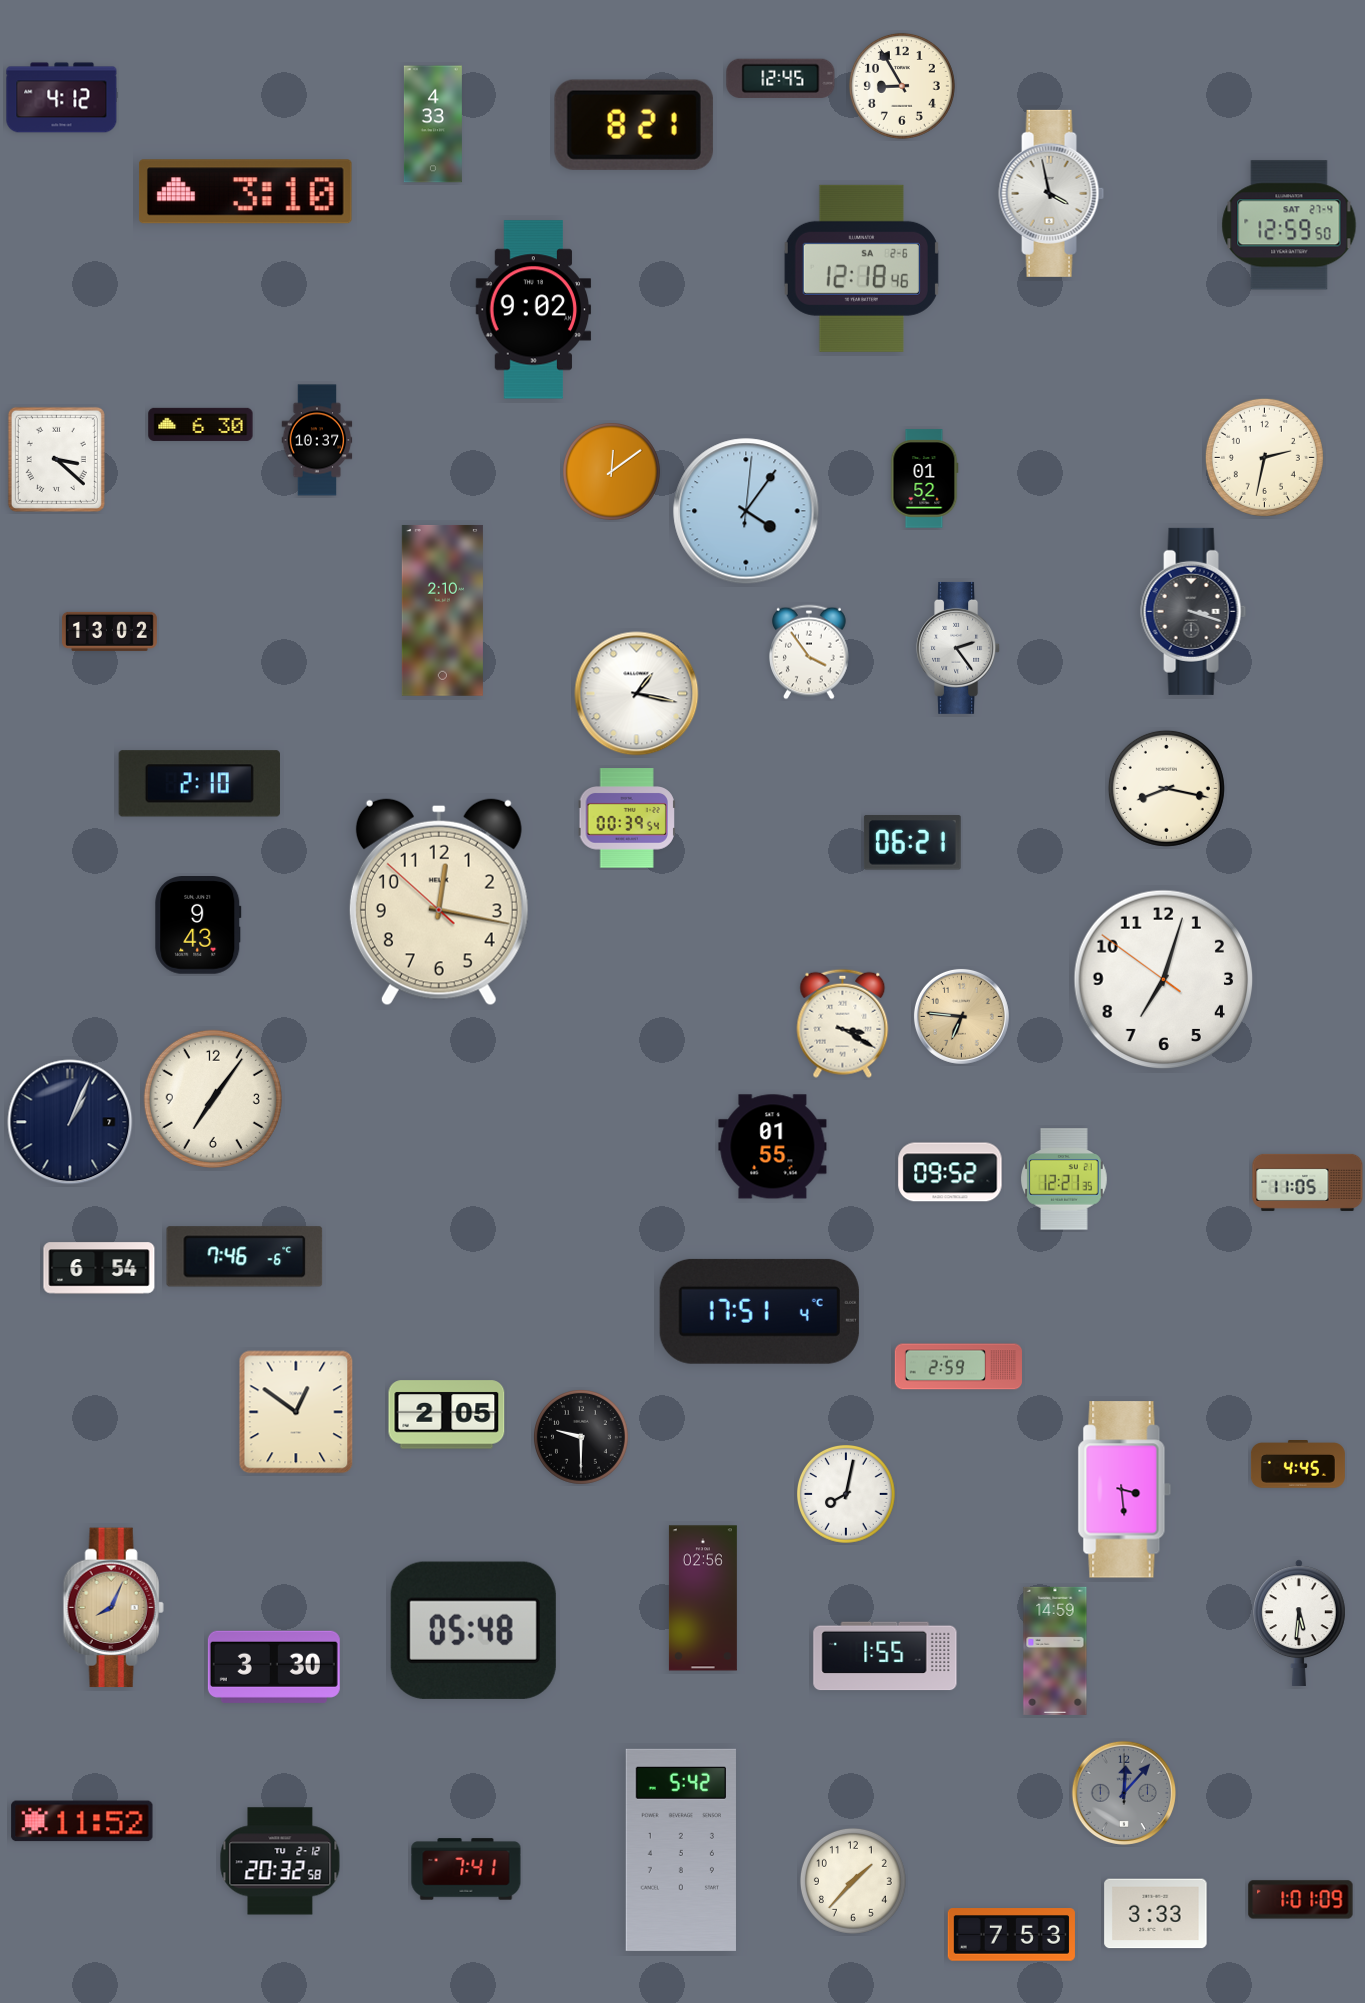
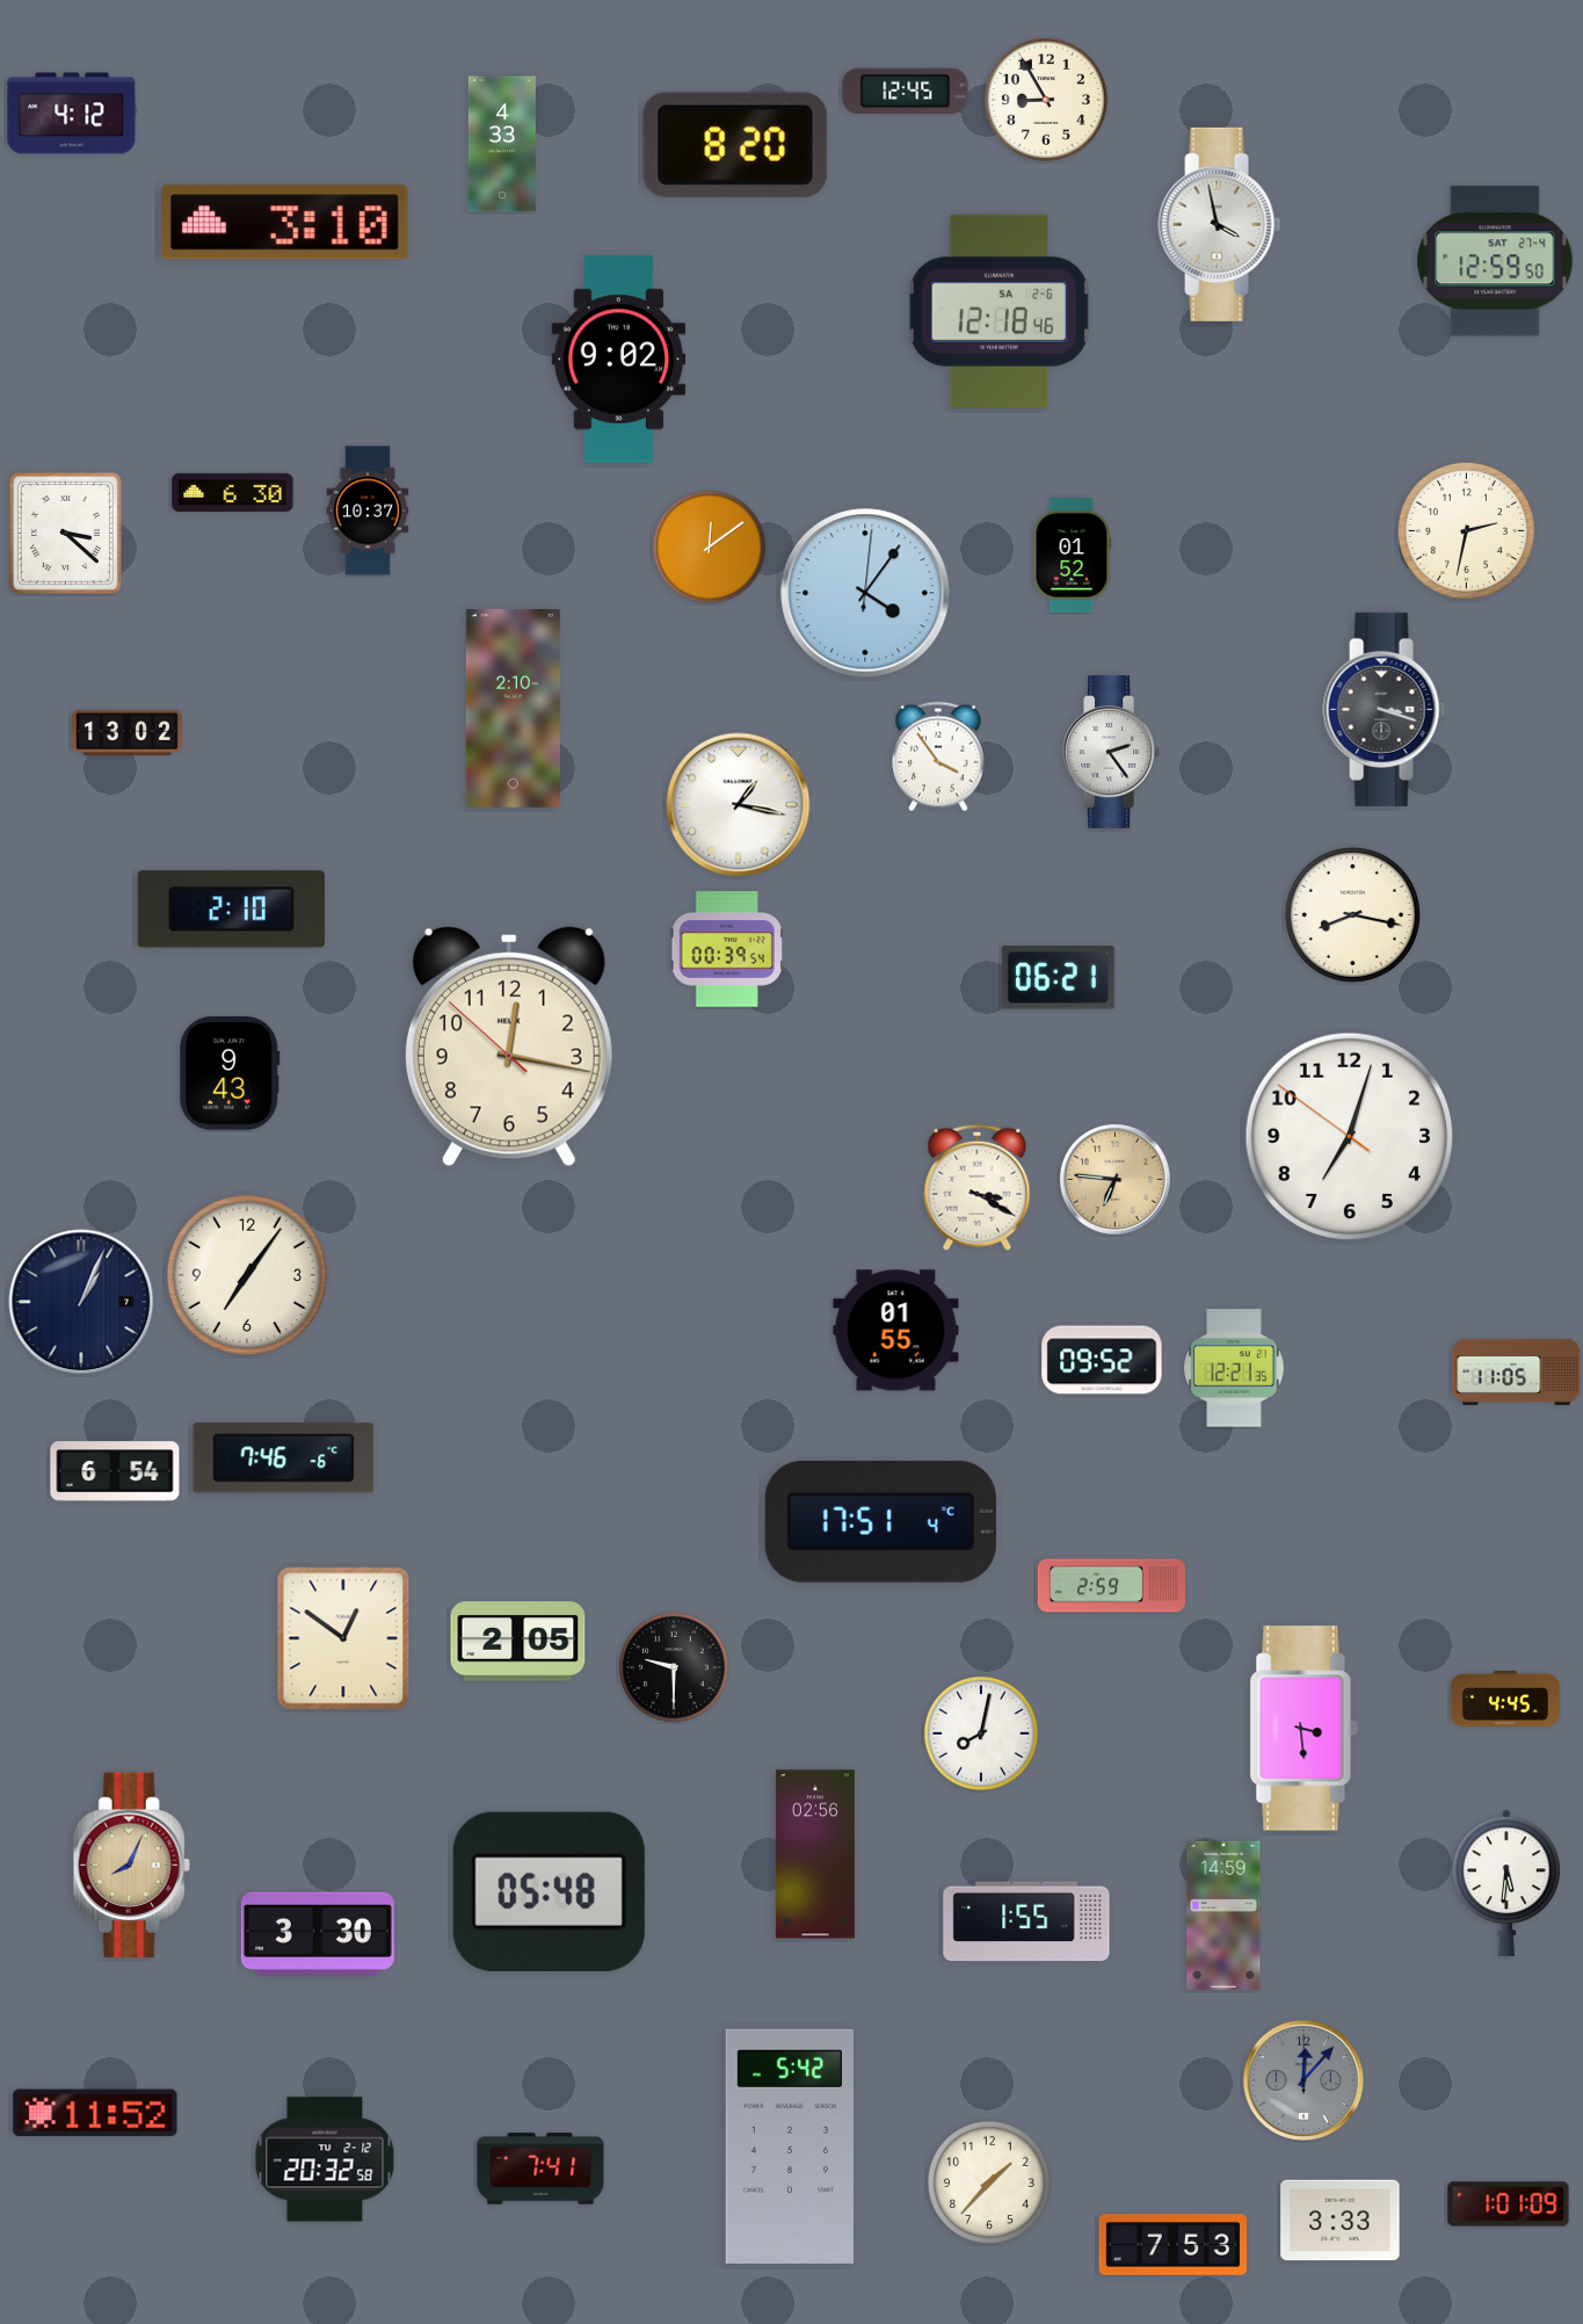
clock at (634, 125): 8:21 -> 8:20
